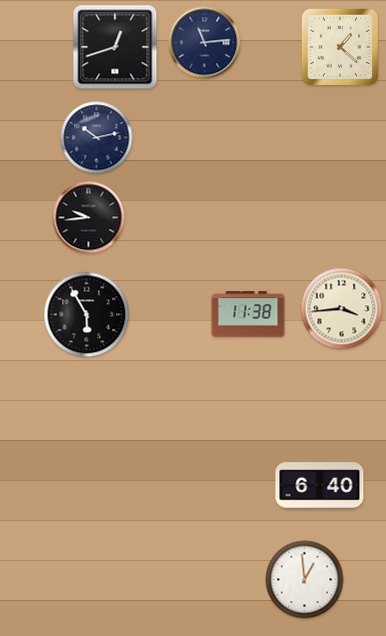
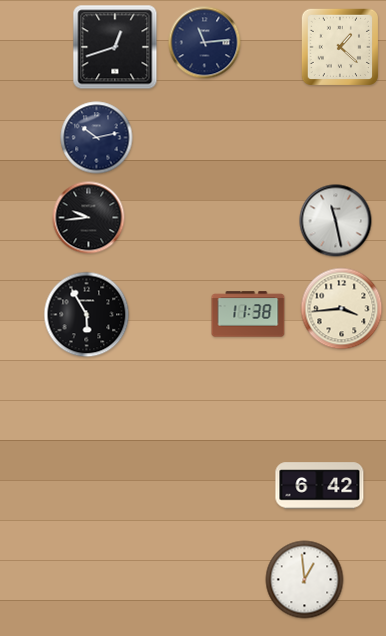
clock at (336, 221): none -> 11:28
clock at (320, 486): 6:40 -> 6:42
